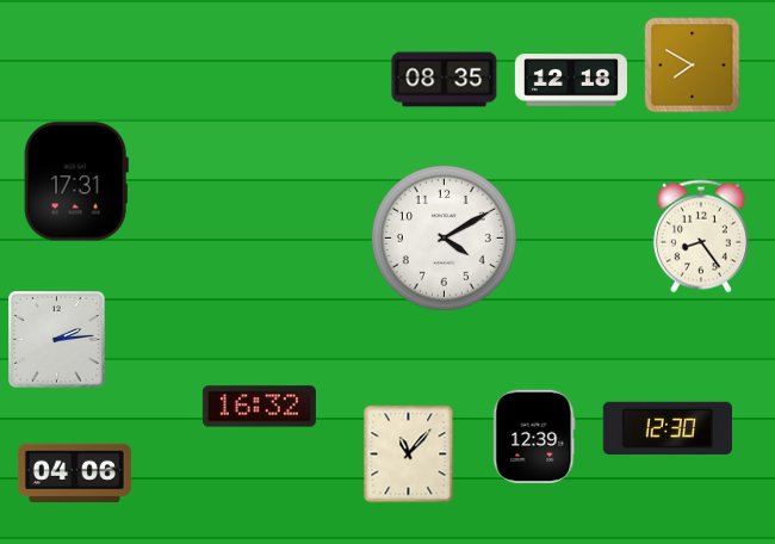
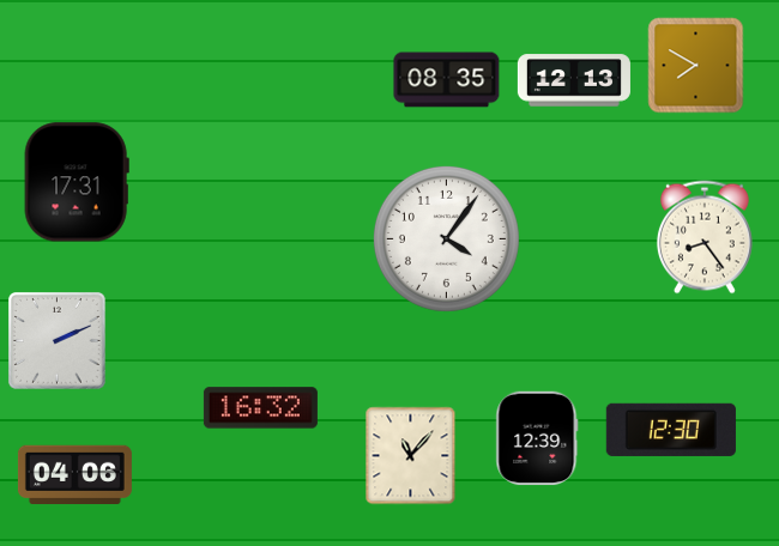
clock at (571, 80): 12:18 -> 12:13
clock at (444, 237): 4:10 -> 4:06
clock at (57, 340): 2:14 -> 2:11
